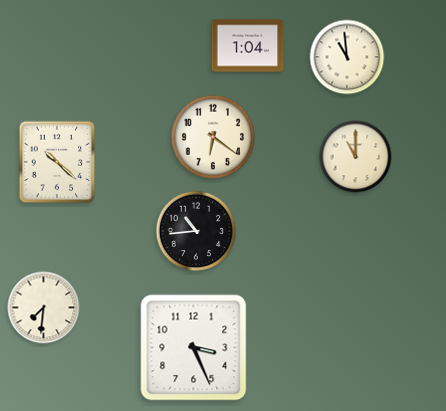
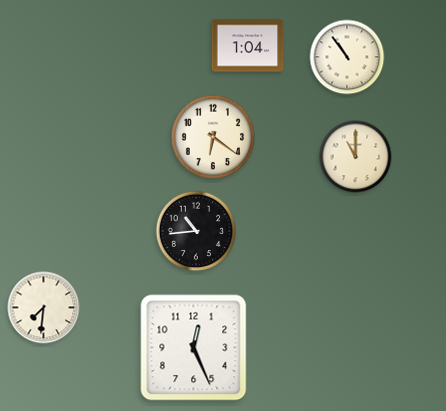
clock at (347, 57): 10:59 -> 10:54
clock at (57, 162): 10:22 -> none
clock at (194, 348): 3:26 -> 12:26
